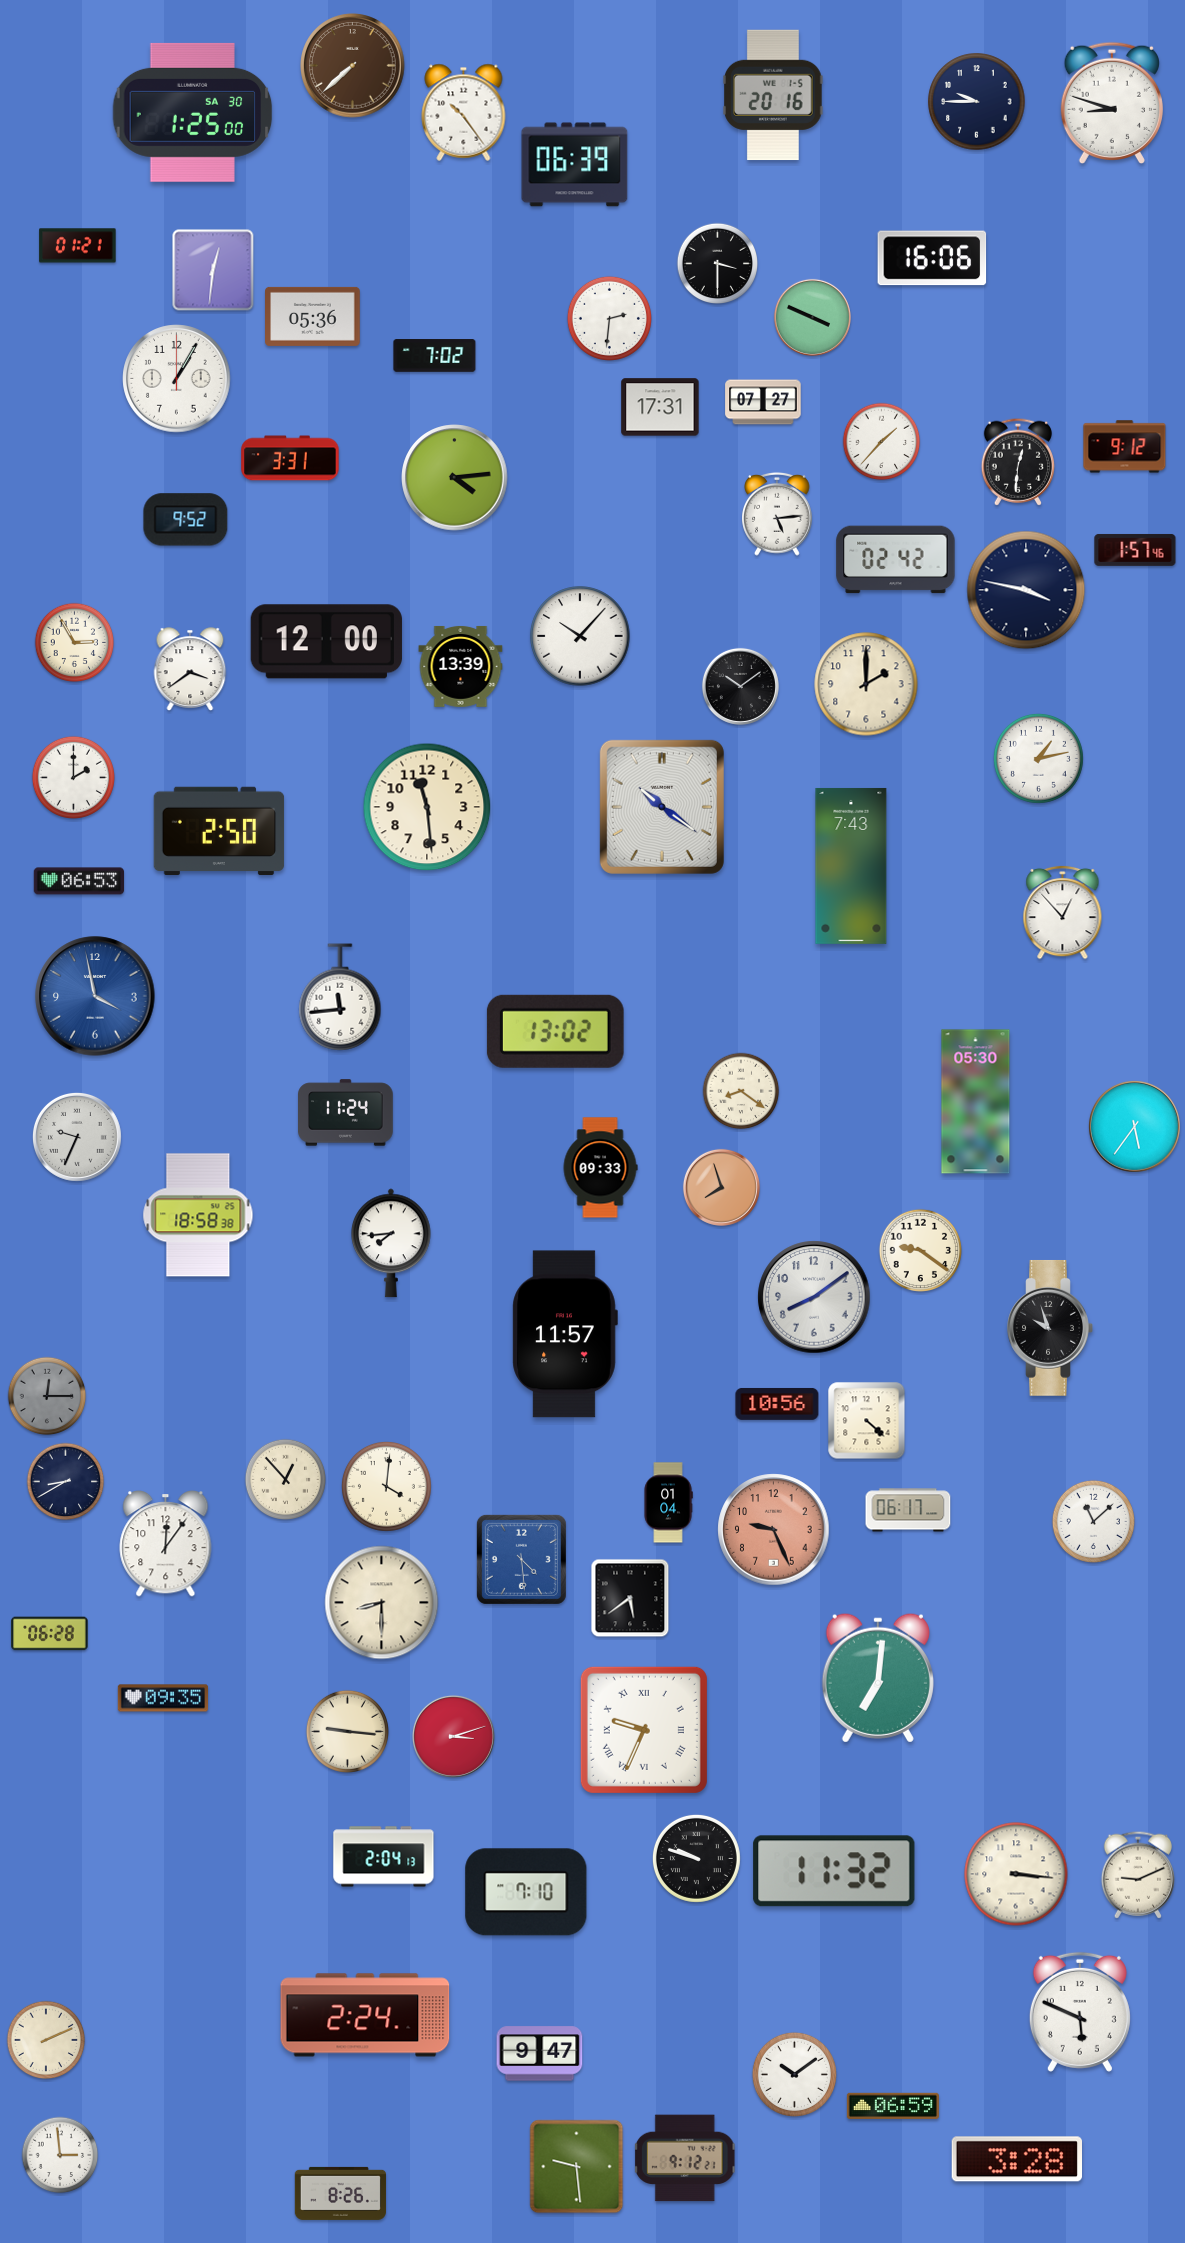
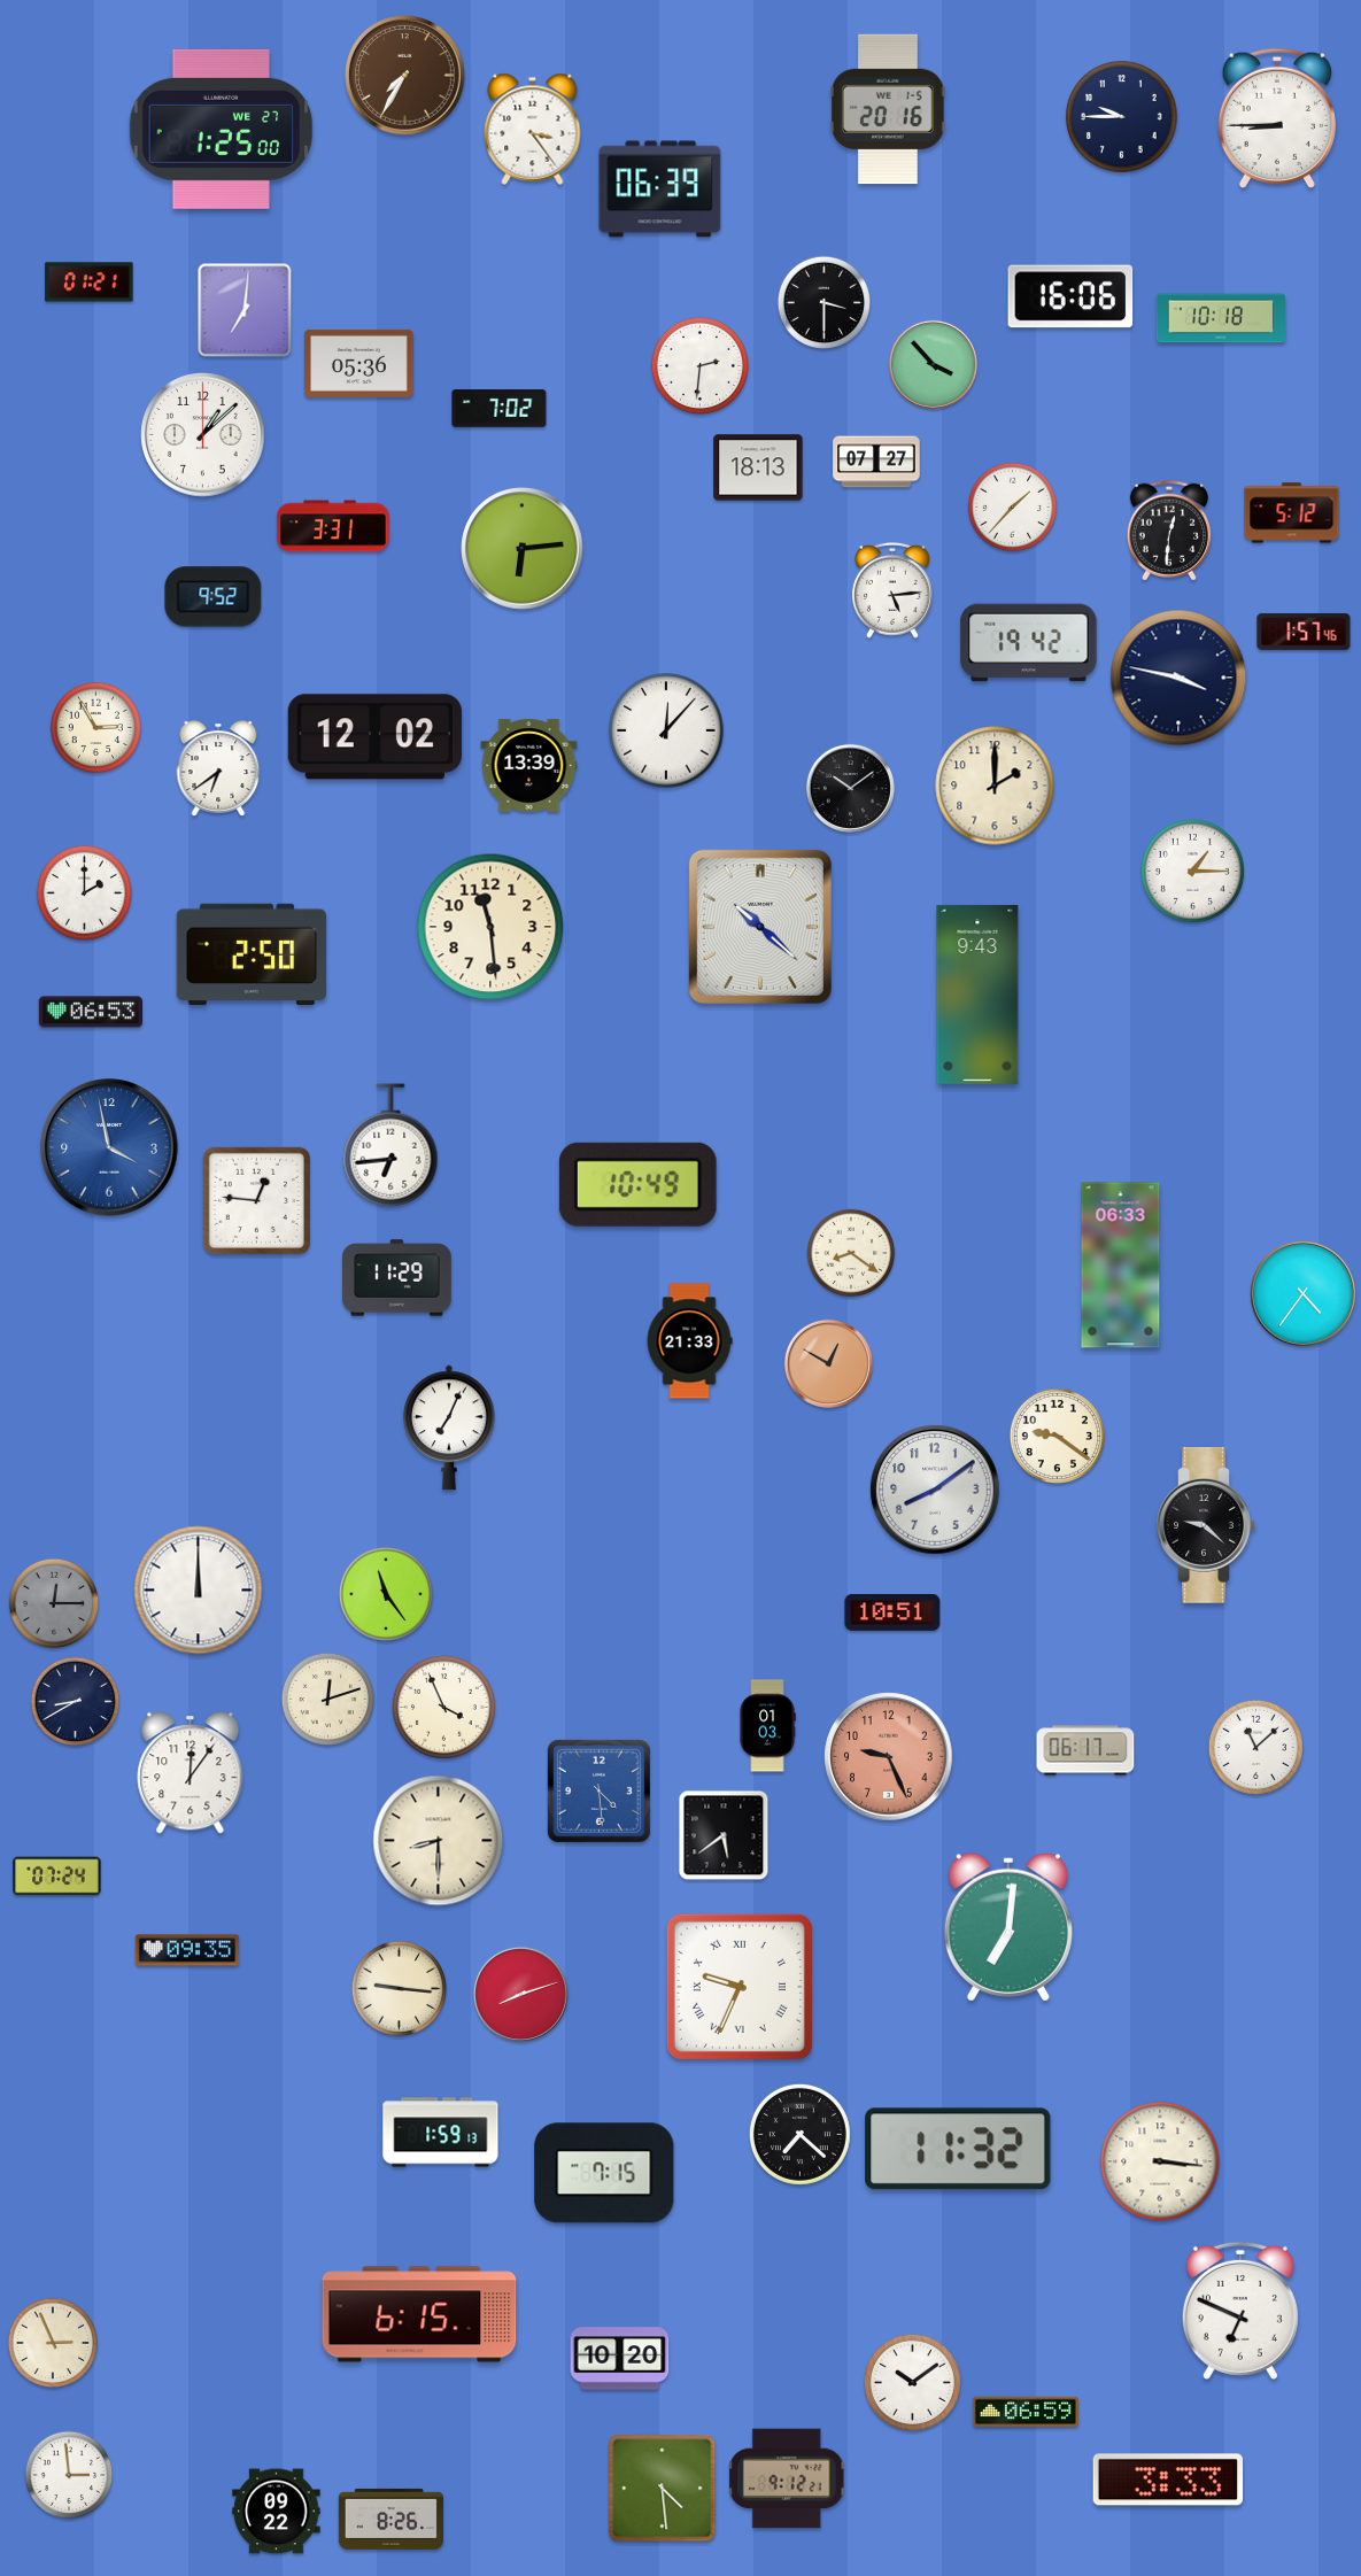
clock at (353, 66): 7:38 -> 7:35
clock at (1112, 102): 8:48 -> 8:45
clock at (193, 112) date: SA 30 -> WE 27
clock at (464, 112): 10:24 -> 3:24
clock at (213, 270): 12:31 -> 7:01
clock at (1221, 318): none -> 10:18
clock at (812, 317): 3:49 -> 3:53
clock at (177, 379): 1:05 -> 1:08
clock at (660, 407): 17:31 -> 18:13
clock at (1125, 447): 9:12 -> 5:12
clock at (455, 478): 4:14 -> 6:14
clock at (896, 560): 02:42 -> 19:42
clock at (580, 636): 10:07 -> 12:07
clock at (326, 642): 12:00 -> 12:02
clock at (75, 643) position: (75, 643) -> (96, 728)
clock at (190, 669): 3:39 -> 6:39
clock at (1038, 758): 1:13 -> 1:15
clock at (662, 807): 10:21 -> 10:22
clock at (851, 866): 7:43 -> 9:43
clock at (1063, 912): 12:53 -> none
clock at (95, 996) position: (95, 996) -> (109, 1147)
clock at (340, 997): 11:44 -> 6:44
clock at (555, 1031): 13:02 -> 10:49
clock at (256, 1200): none -> 12:46
clock at (976, 1102): 05:30 -> 06:33
clock at (346, 1113): 11:24 -> 11:29
clock at (1134, 1126): 5:36 -> 4:36
clock at (77, 1137): 9:34 -> none
clock at (600, 1168): 09:33 -> 21:33
clock at (721, 1187): 7:57 -> 12:50
clock at (198, 1215): 18:58 -> none
clock at (392, 1243): 7:44 -> 7:04
clock at (1050, 1328): 9:57 -> 9:22
clock at (565, 1334): 11:57 -> none
clock at (199, 1591): none -> 12:00
clock at (385, 1593): none -> 11:24
clock at (777, 1404): 10:56 -> 10:51
clock at (867, 1421): 4:22 -> none
clock at (285, 1479): 12:53 -> 12:12
clock at (386, 1486): 4:01 -> 3:56
clock at (668, 1503): 01:04 -> 01:03
clock at (908, 1510) position: (908, 1510) -> (1085, 1750)
clock at (50, 1634): 06:28 -> 07:24
clock at (453, 1736): 3:12 -> 8:12
clock at (384, 1857): 2:04 -> 1:59
clock at (696, 1858): 9:48 -> 7:22
clock at (1016, 1874) position: (1016, 1874) -> (1160, 2161)
clock at (1138, 1875): 9:11 -> none
clock at (526, 1892): 7:10 -> 7:15
clock at (1080, 2012): 5:49 -> 6:49
clock at (365, 2015): 2:24 -> 6:15
clock at (46, 2040): 2:11 -> 2:56
clock at (540, 2054): 9:47 -> 10:20
clock at (893, 2106) position: (893, 2106) -> (1026, 2412)
clock at (1016, 2159): 3:28 -> 3:33
clock at (577, 2167): 9:29 -> 4:29
clock at (277, 2512): none -> 09:22
